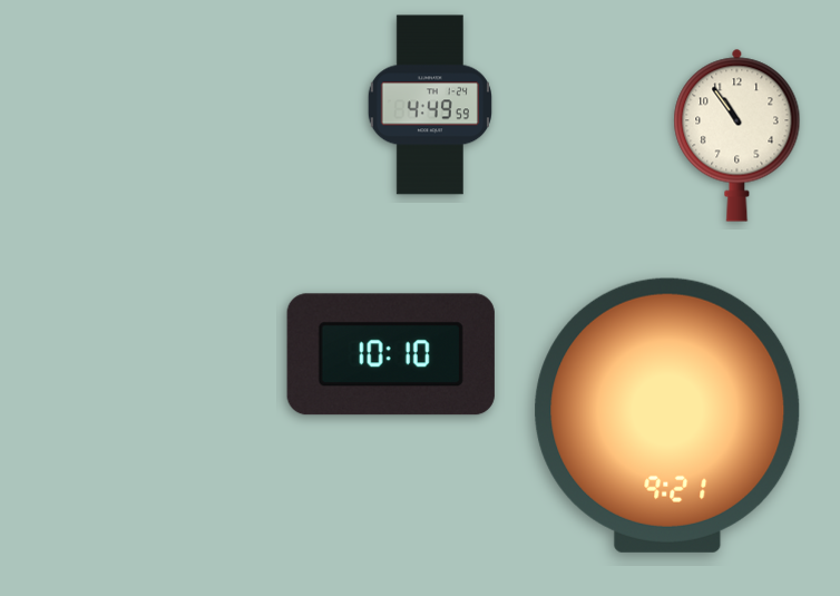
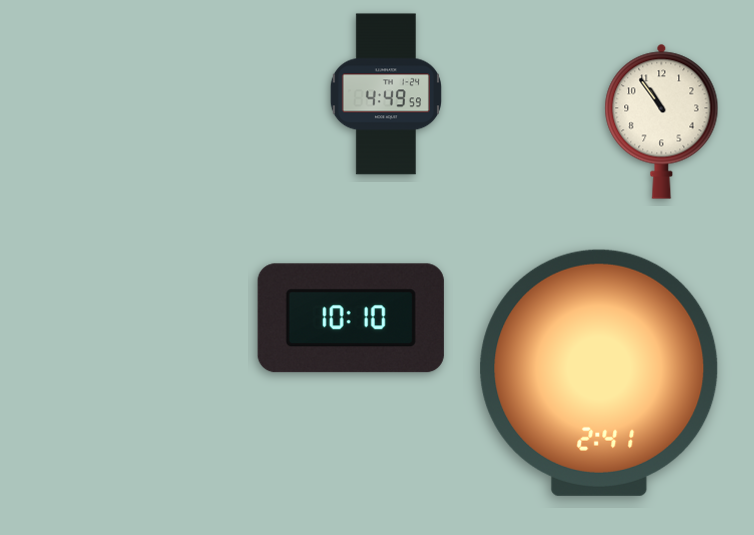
clock at (667, 416): 9:21 -> 2:41
